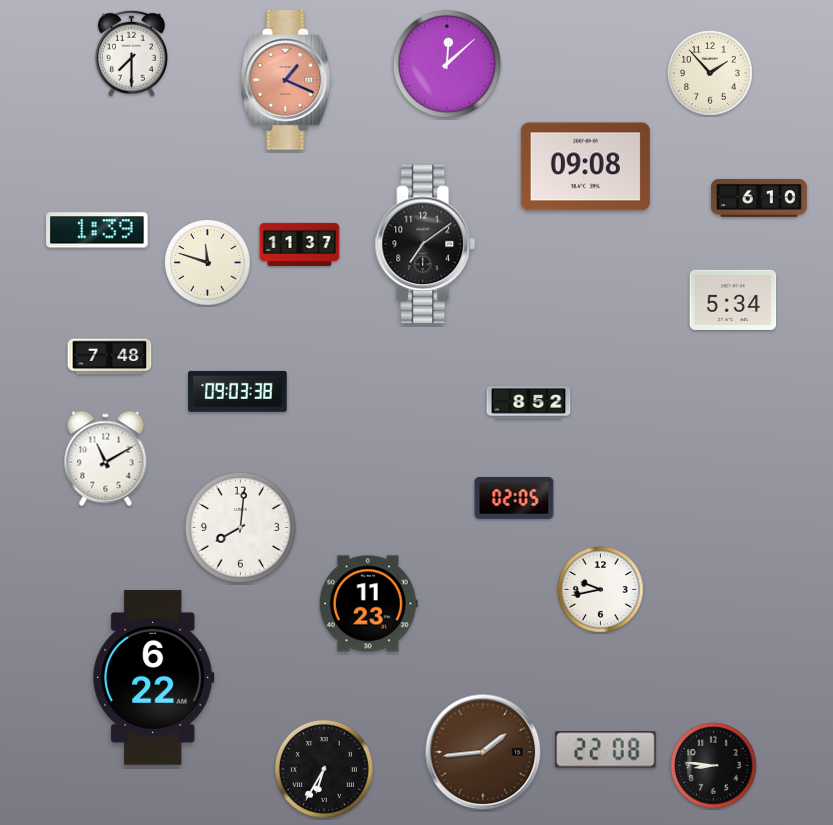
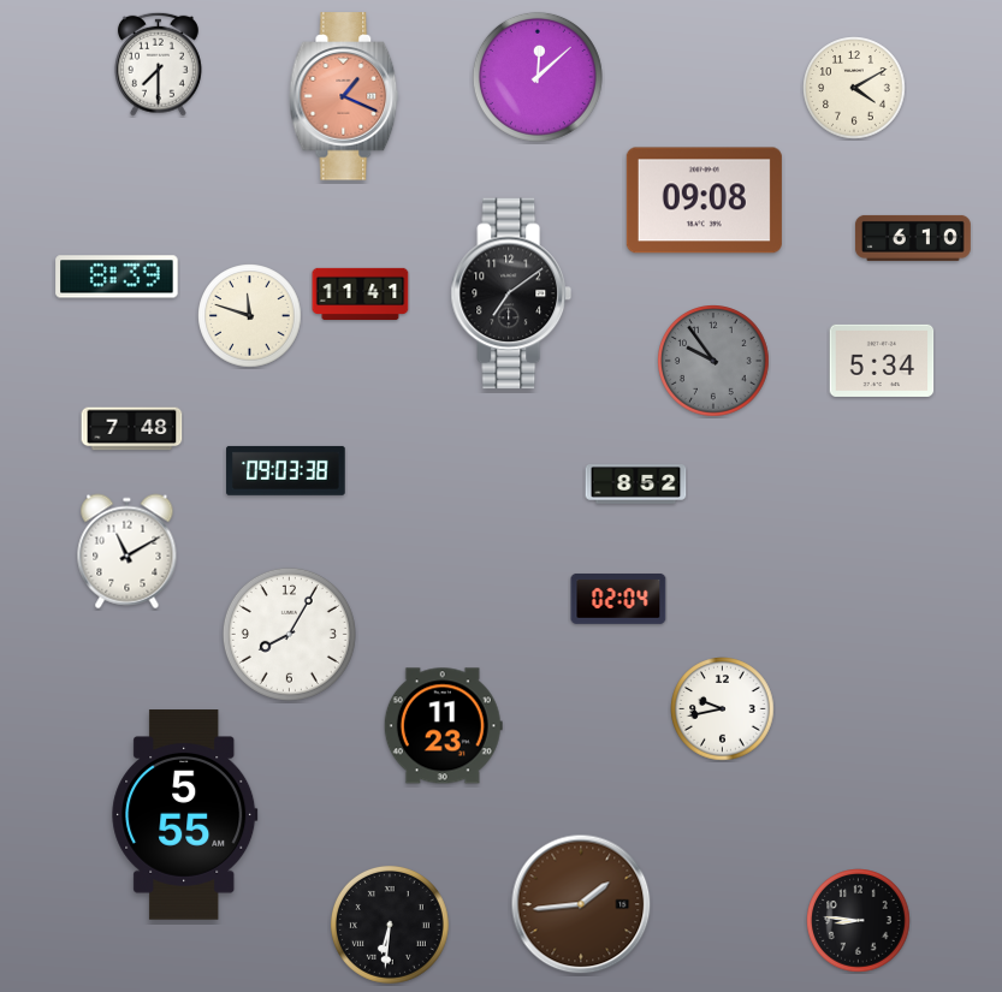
clock at (710, 73): 1:53 -> 4:10
clock at (97, 230): 1:39 -> 8:39
clock at (300, 244): 11:37 -> 11:41
clock at (715, 362): none -> 9:54
clock at (514, 498): 02:05 -> 02:04
clock at (240, 527): 8:01 -> 8:05
clock at (154, 678): 6:22 -> 5:55
clock at (606, 750): 22:08 -> none
clock at (324, 769): 6:35 -> 6:31
